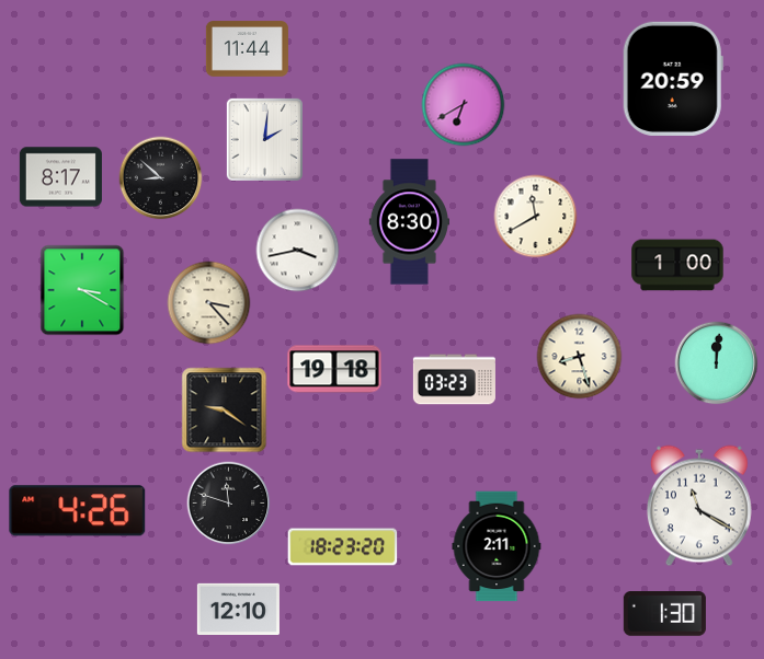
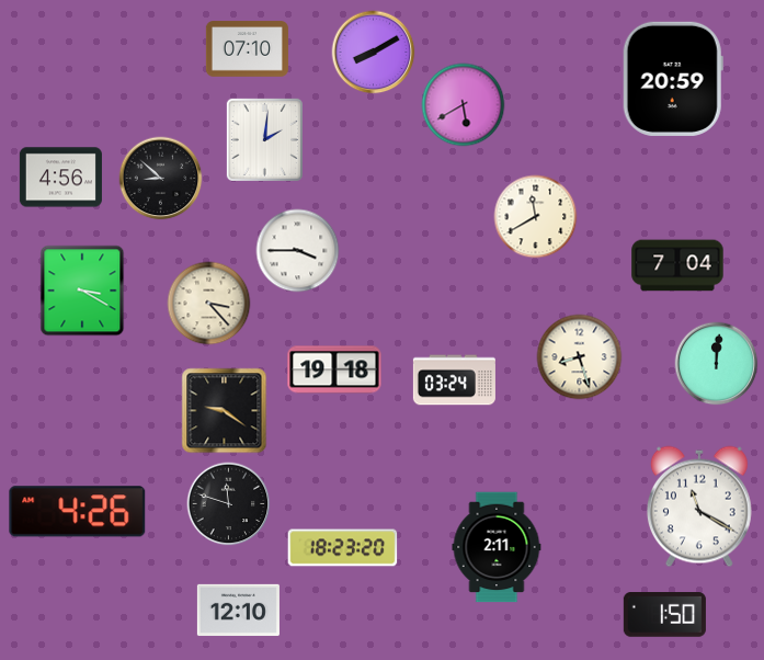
clock at (247, 49): 11:44 -> 07:10
clock at (374, 53): none -> 8:10
clock at (464, 105): 6:40 -> 5:40
clock at (60, 177): 8:17 -> 4:56
clock at (409, 222): 8:30 -> none
clock at (298, 251): 3:43 -> 3:45
clock at (677, 265): 1:00 -> 7:04
clock at (454, 380): 03:23 -> 03:24
clock at (664, 614): 1:30 -> 1:50
